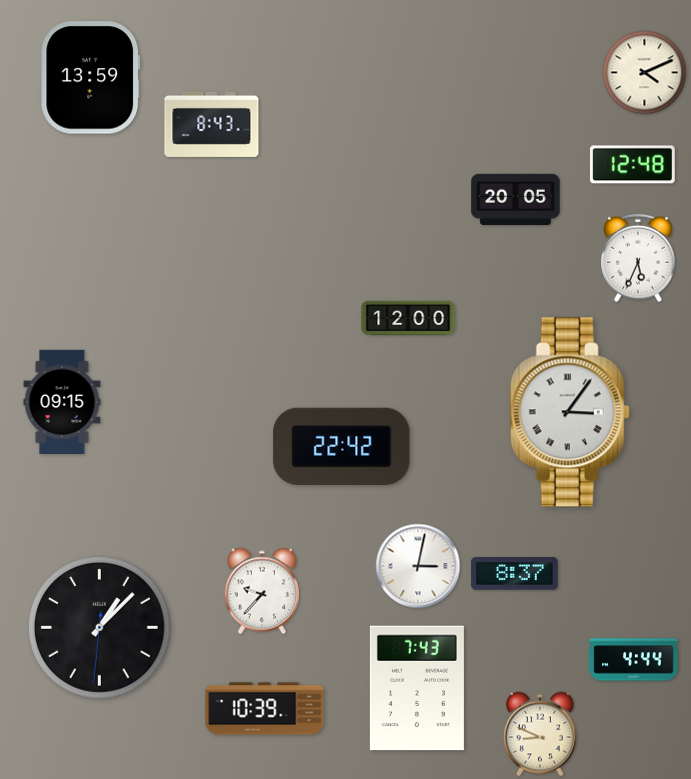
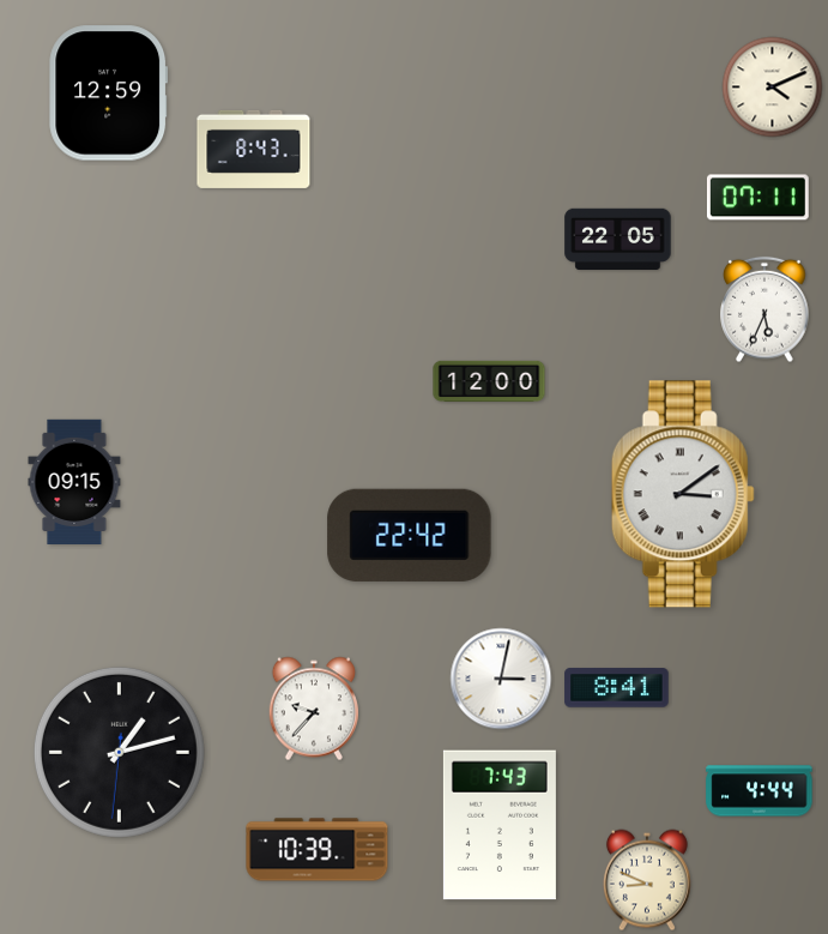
clock at (91, 78): 13:59 -> 12:59
clock at (632, 165): 12:48 -> 07:11
clock at (516, 200): 20:05 -> 22:05
clock at (570, 412): 3:06 -> 3:09
clock at (515, 574): 8:37 -> 8:41
clock at (99, 627): 1:07 -> 1:12
